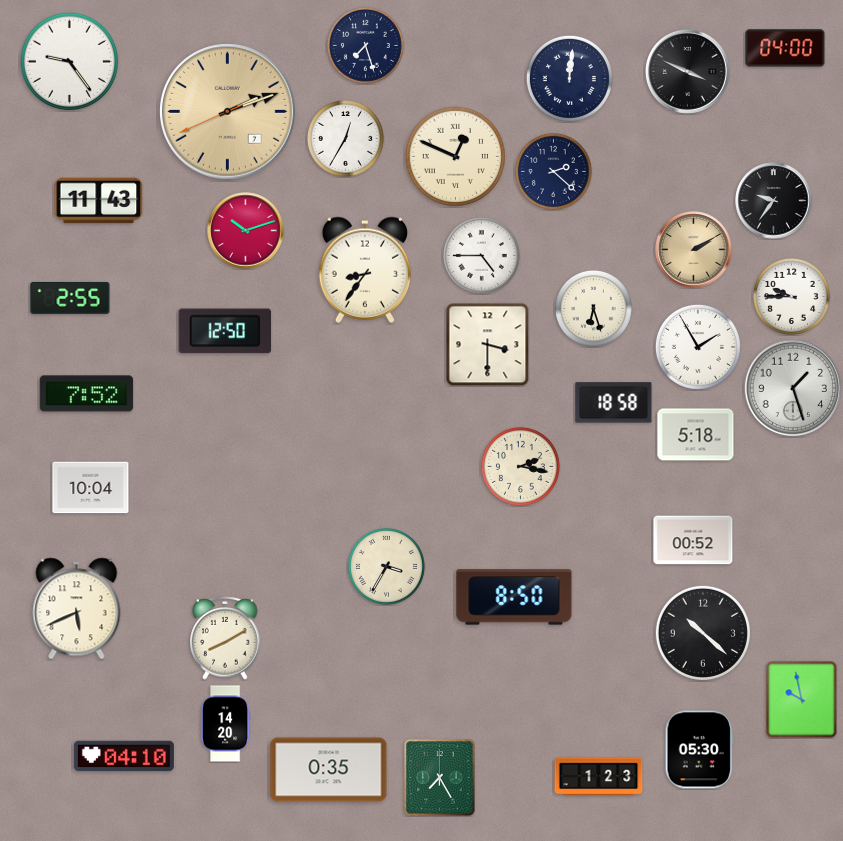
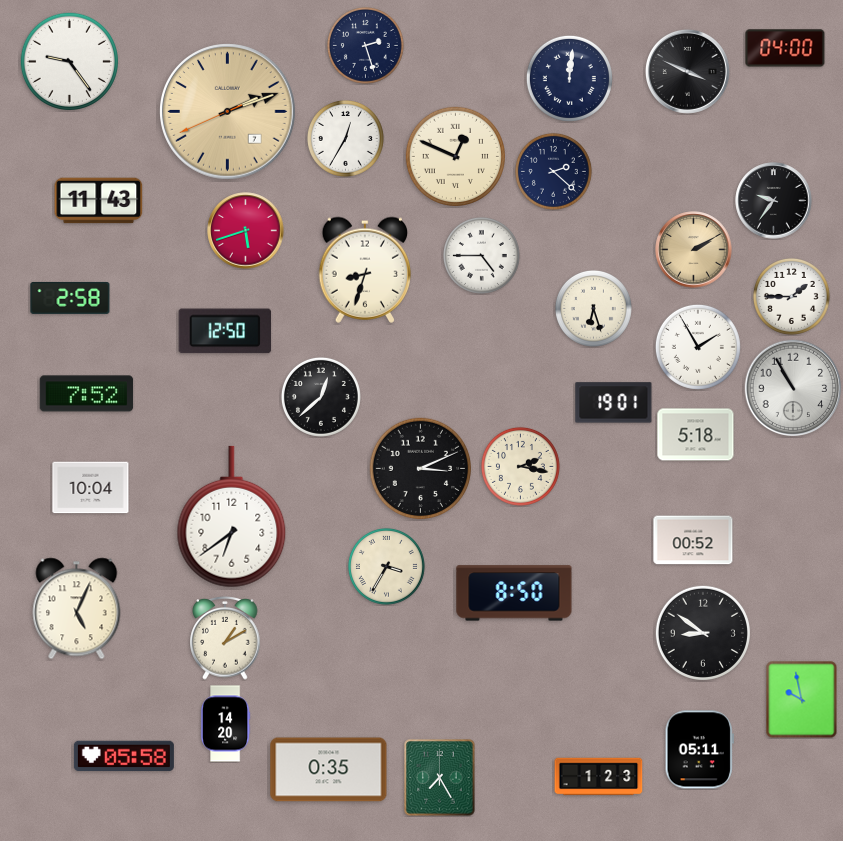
clock at (365, 45): 7:27 -> 2:27
clock at (246, 231): 10:12 -> 5:42
clock at (364, 270): 8:36 -> 8:33
clock at (791, 296): 9:45 -> 1:45
clock at (70, 298): 2:55 -> 2:58
clock at (487, 344): 3:30 -> none
clock at (793, 388): 1:27 -> 10:55
clock at (321, 397): none -> 12:38
clock at (614, 403): 18:58 -> 19:01
clock at (420, 468): none -> 3:11
clock at (232, 517): none -> 6:39
clock at (514, 597) position: (514, 597) -> (514, 593)
clock at (77, 609): 5:41 -> 5:04
clock at (703, 633): 10:22 -> 8:51
clock at (225, 638): 8:10 -> 1:10
clock at (699, 750): 05:30 -> 05:11
clock at (124, 756): 04:10 -> 05:58
